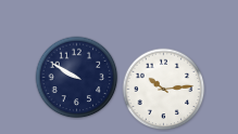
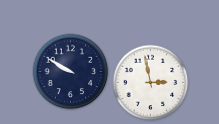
clock at (164, 90): 10:14 -> 2:58
